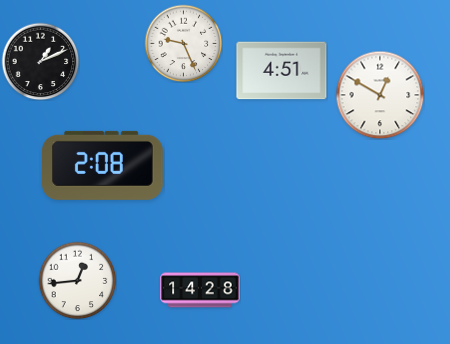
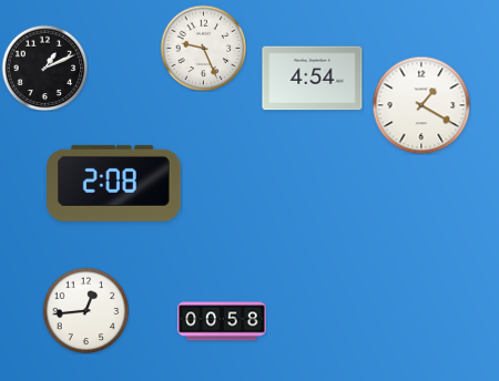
clock at (282, 71): 4:51 -> 4:54
clock at (380, 95): 12:50 -> 1:20
clock at (200, 290): 14:28 -> 00:58
